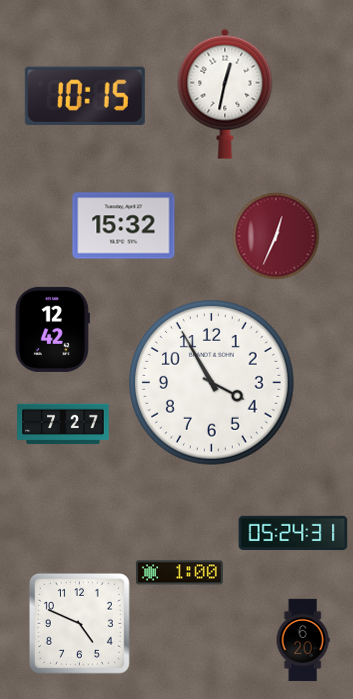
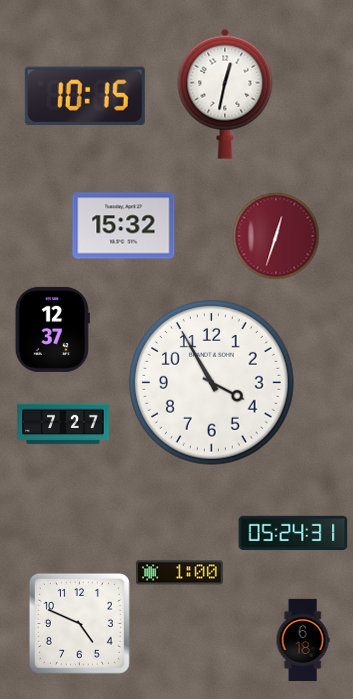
clock at (276, 236): 12:34 -> 12:33
clock at (52, 329): 12:42 -> 12:37
clock at (303, 640): 6:20 -> 6:18
